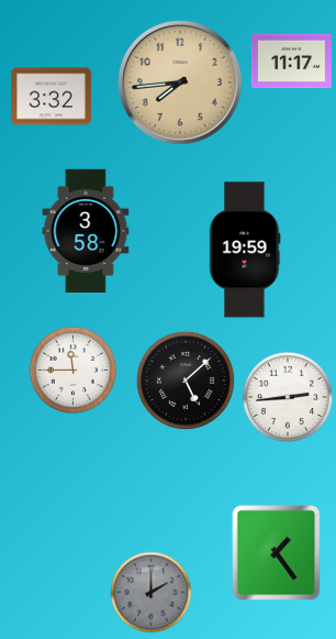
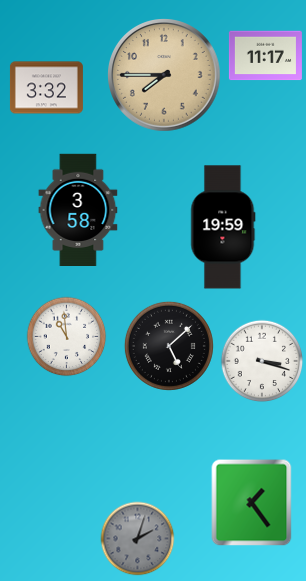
clock at (181, 84): 7:44 -> 7:45
clock at (74, 371): 11:45 -> 10:59
clock at (288, 397): 2:44 -> 3:18
clock at (152, 593): 2:00 -> 2:03
